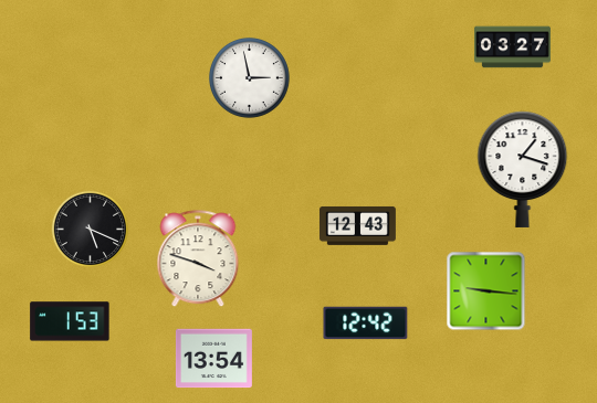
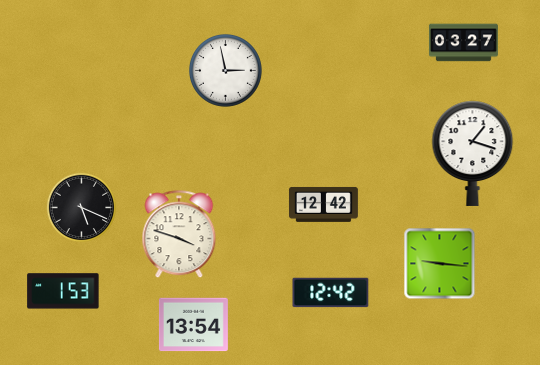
clock at (357, 225): 12:43 -> 12:42
